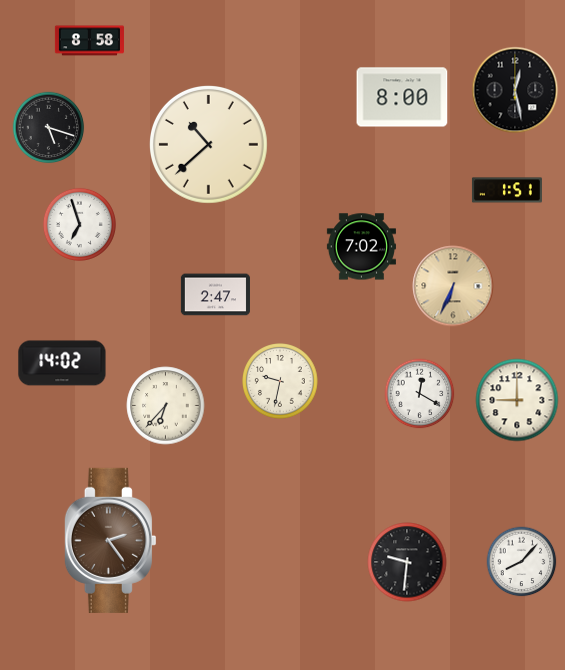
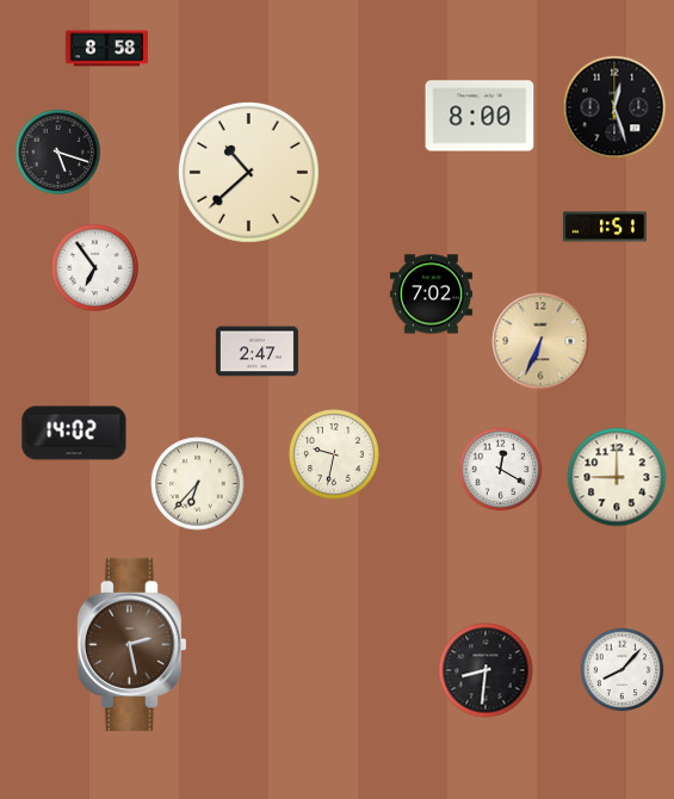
clock at (515, 90): 12:28 -> 12:27
clock at (79, 224): 6:57 -> 6:54
clock at (110, 540): 2:24 -> 2:28
clock at (407, 562): 9:31 -> 8:31
